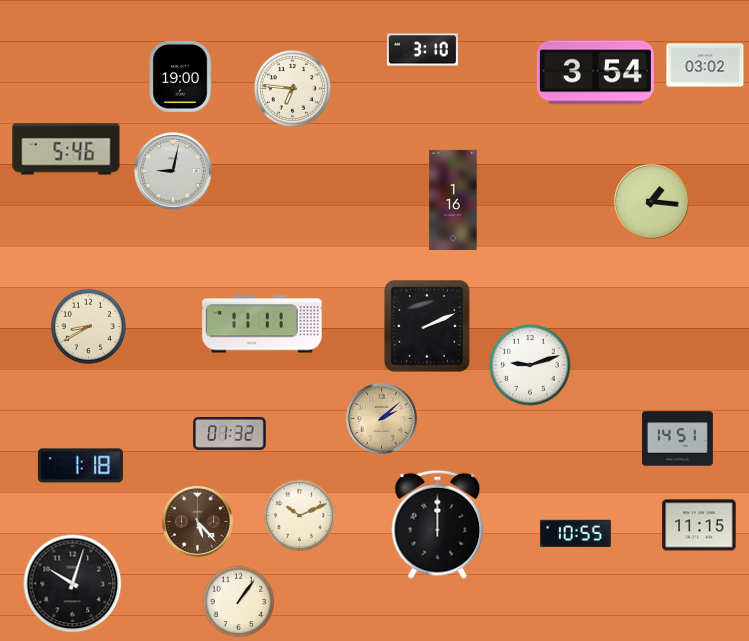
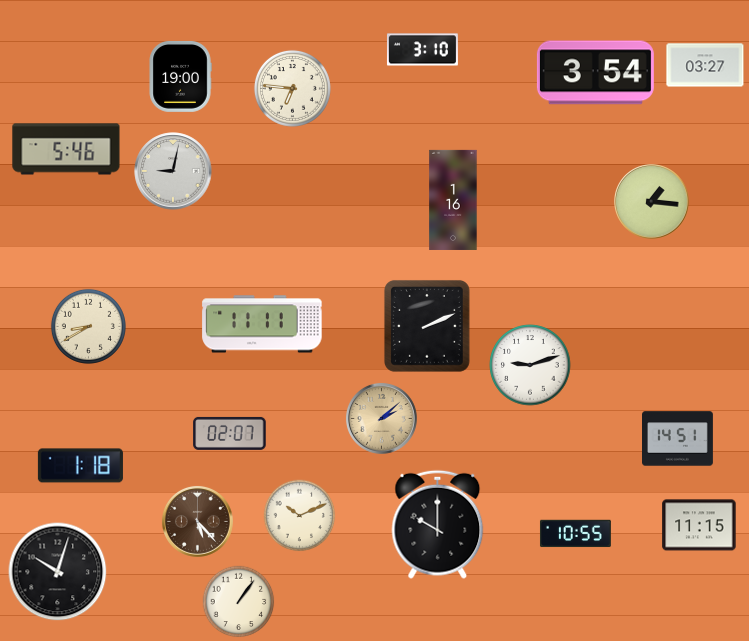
clock at (705, 65): 03:02 -> 03:27
clock at (230, 433): 01:32 -> 02:07
clock at (438, 524): 12:00 -> 10:00
clock at (73, 584) position: (73, 584) -> (58, 572)
